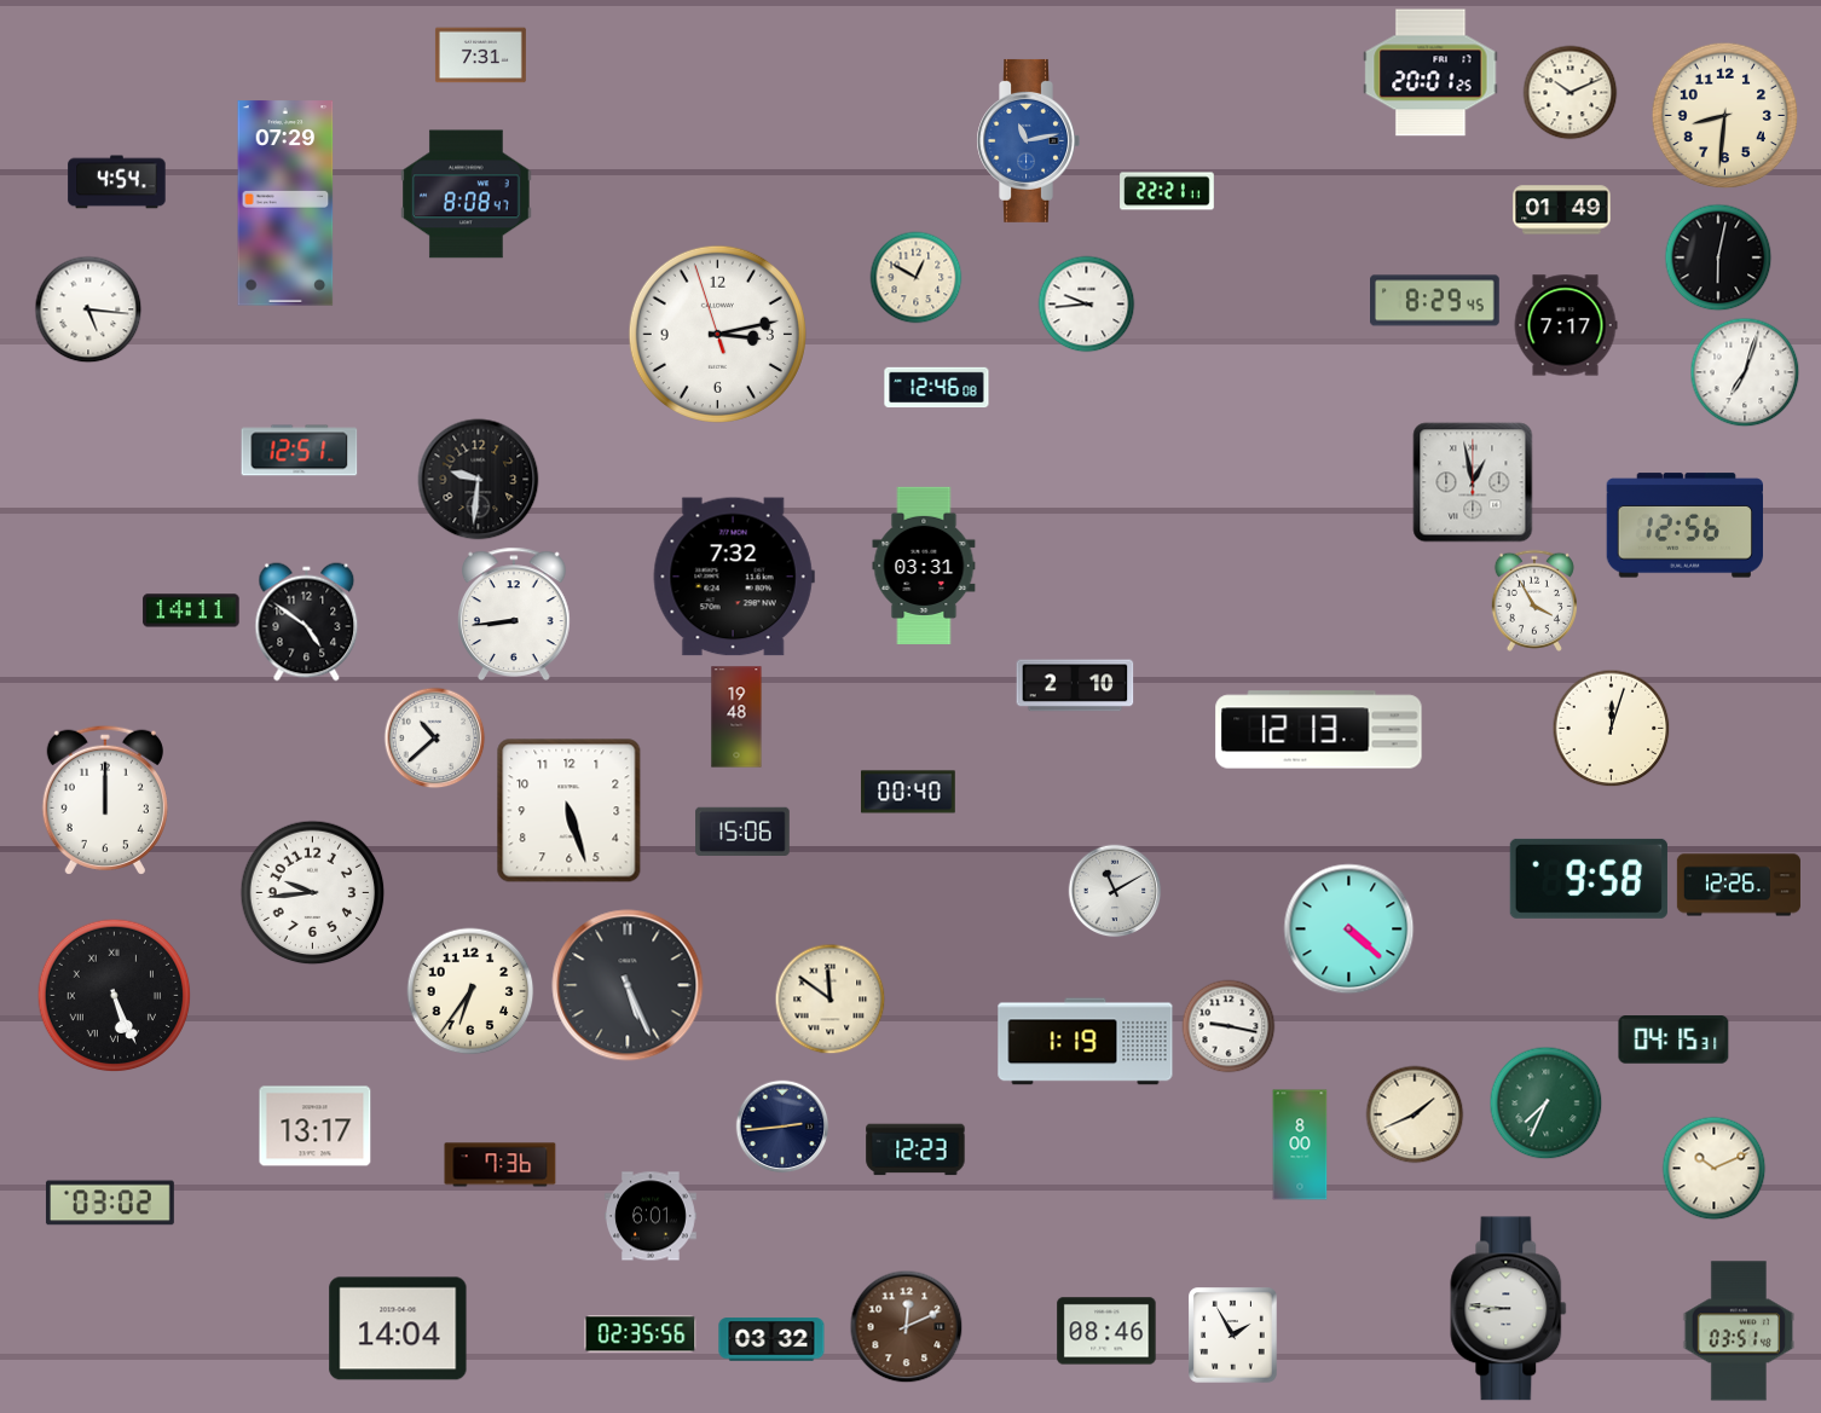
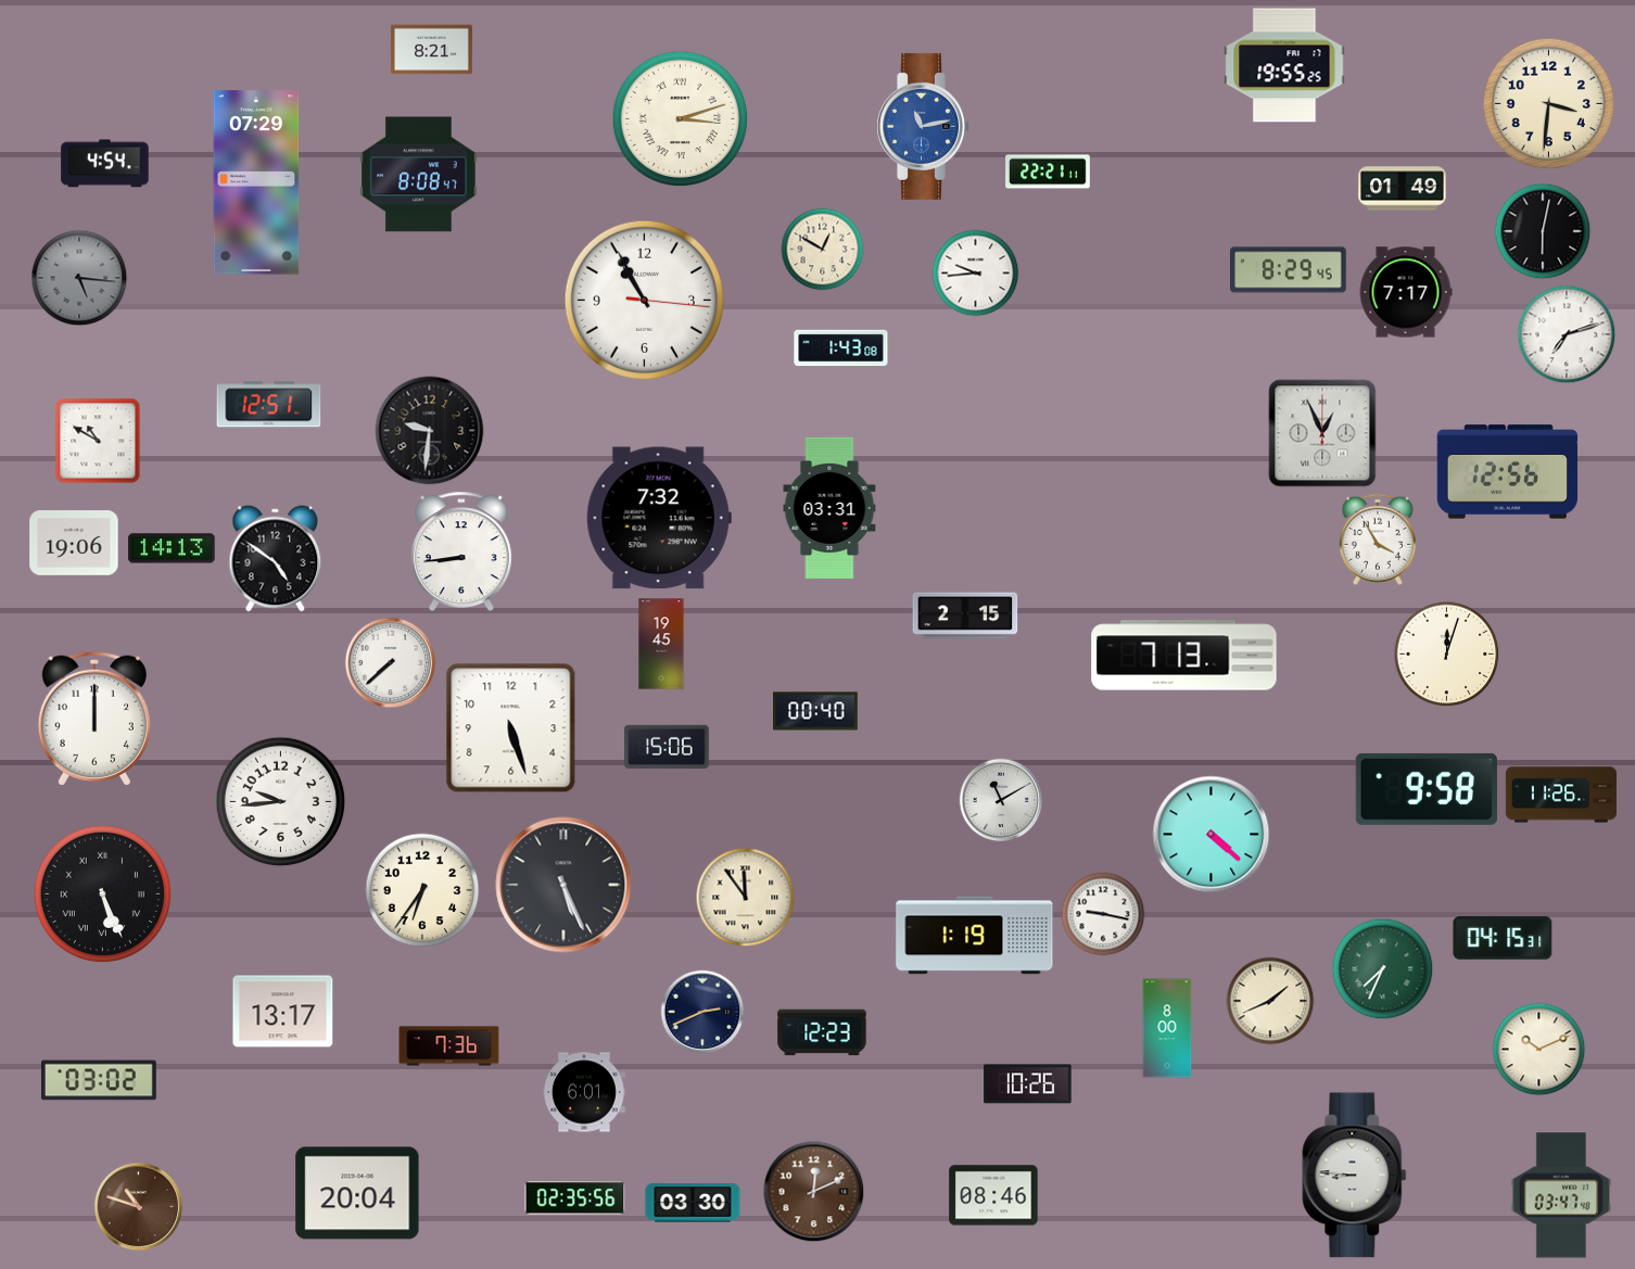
clock at (480, 56): 7:31 -> 8:21
clock at (1430, 73): 20:01 -> 19:55
clock at (1571, 93): 10:11 -> none
clock at (1725, 116): 8:31 -> 3:31
clock at (681, 119): none -> 3:12
clock at (88, 309) dial: white -> grey
clock at (717, 334): 3:12 -> 10:55
clock at (1745, 372): 7:03 -> 7:12
clock at (937, 388): 12:46 -> 1:43
clock at (1473, 482): 12:58 -> 12:56
clock at (98, 441): none -> 10:50
clock at (1684, 526) position: (1684, 526) -> (1507, 472)
clock at (74, 543): none -> 19:06
clock at (191, 610): 14:11 -> 14:13
clock at (1075, 685): 2:10 -> 2:15
clock at (736, 717): 19:48 -> 19:45
clock at (1319, 730): 12:13 -> 7:13
clock at (435, 739): 10:38 -> 7:38
clock at (1739, 885): 12:26 -> 11:26
clock at (831, 1000): 11:51 -> 11:54
clock at (1229, 1026) position: (1229, 1026) -> (1103, 914)
clock at (1673, 1040) position: (1673, 1040) -> (1503, 938)
clock at (1547, 1104) position: (1547, 1104) -> (1383, 969)
clock at (782, 1127): 2:44 -> 2:41
clock at (1028, 1084): none -> 10:26
clock at (398, 1328): 14:04 -> 20:04
clock at (1738, 1331): 03:51 -> 03:47
clock at (1233, 1336): 1:55 -> none
clock at (771, 1339): 03:32 -> 03:30
clock at (139, 1207): none -> 10:48
